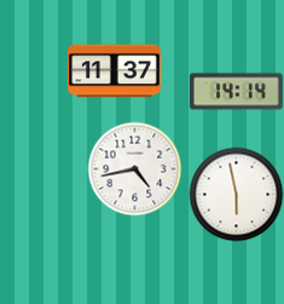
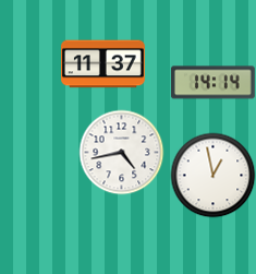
clock at (236, 194): 5:58 -> 12:58
